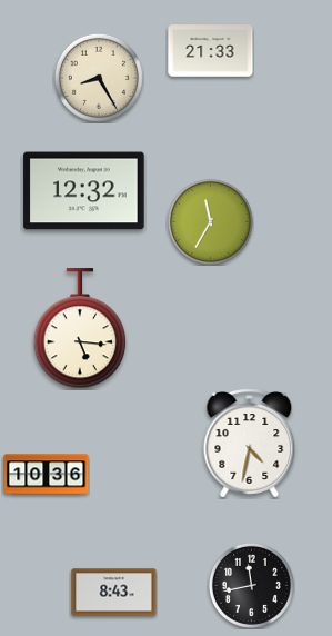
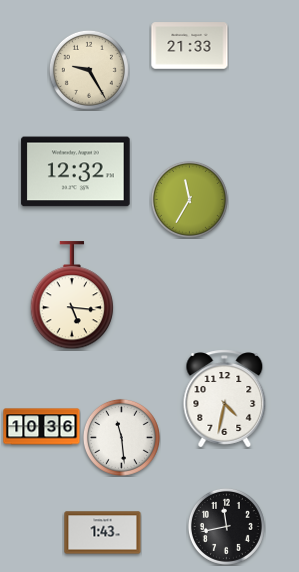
clock at (99, 78): 8:25 -> 9:25
clock at (121, 437): none -> 11:29
clock at (114, 593): 8:43 -> 1:43
